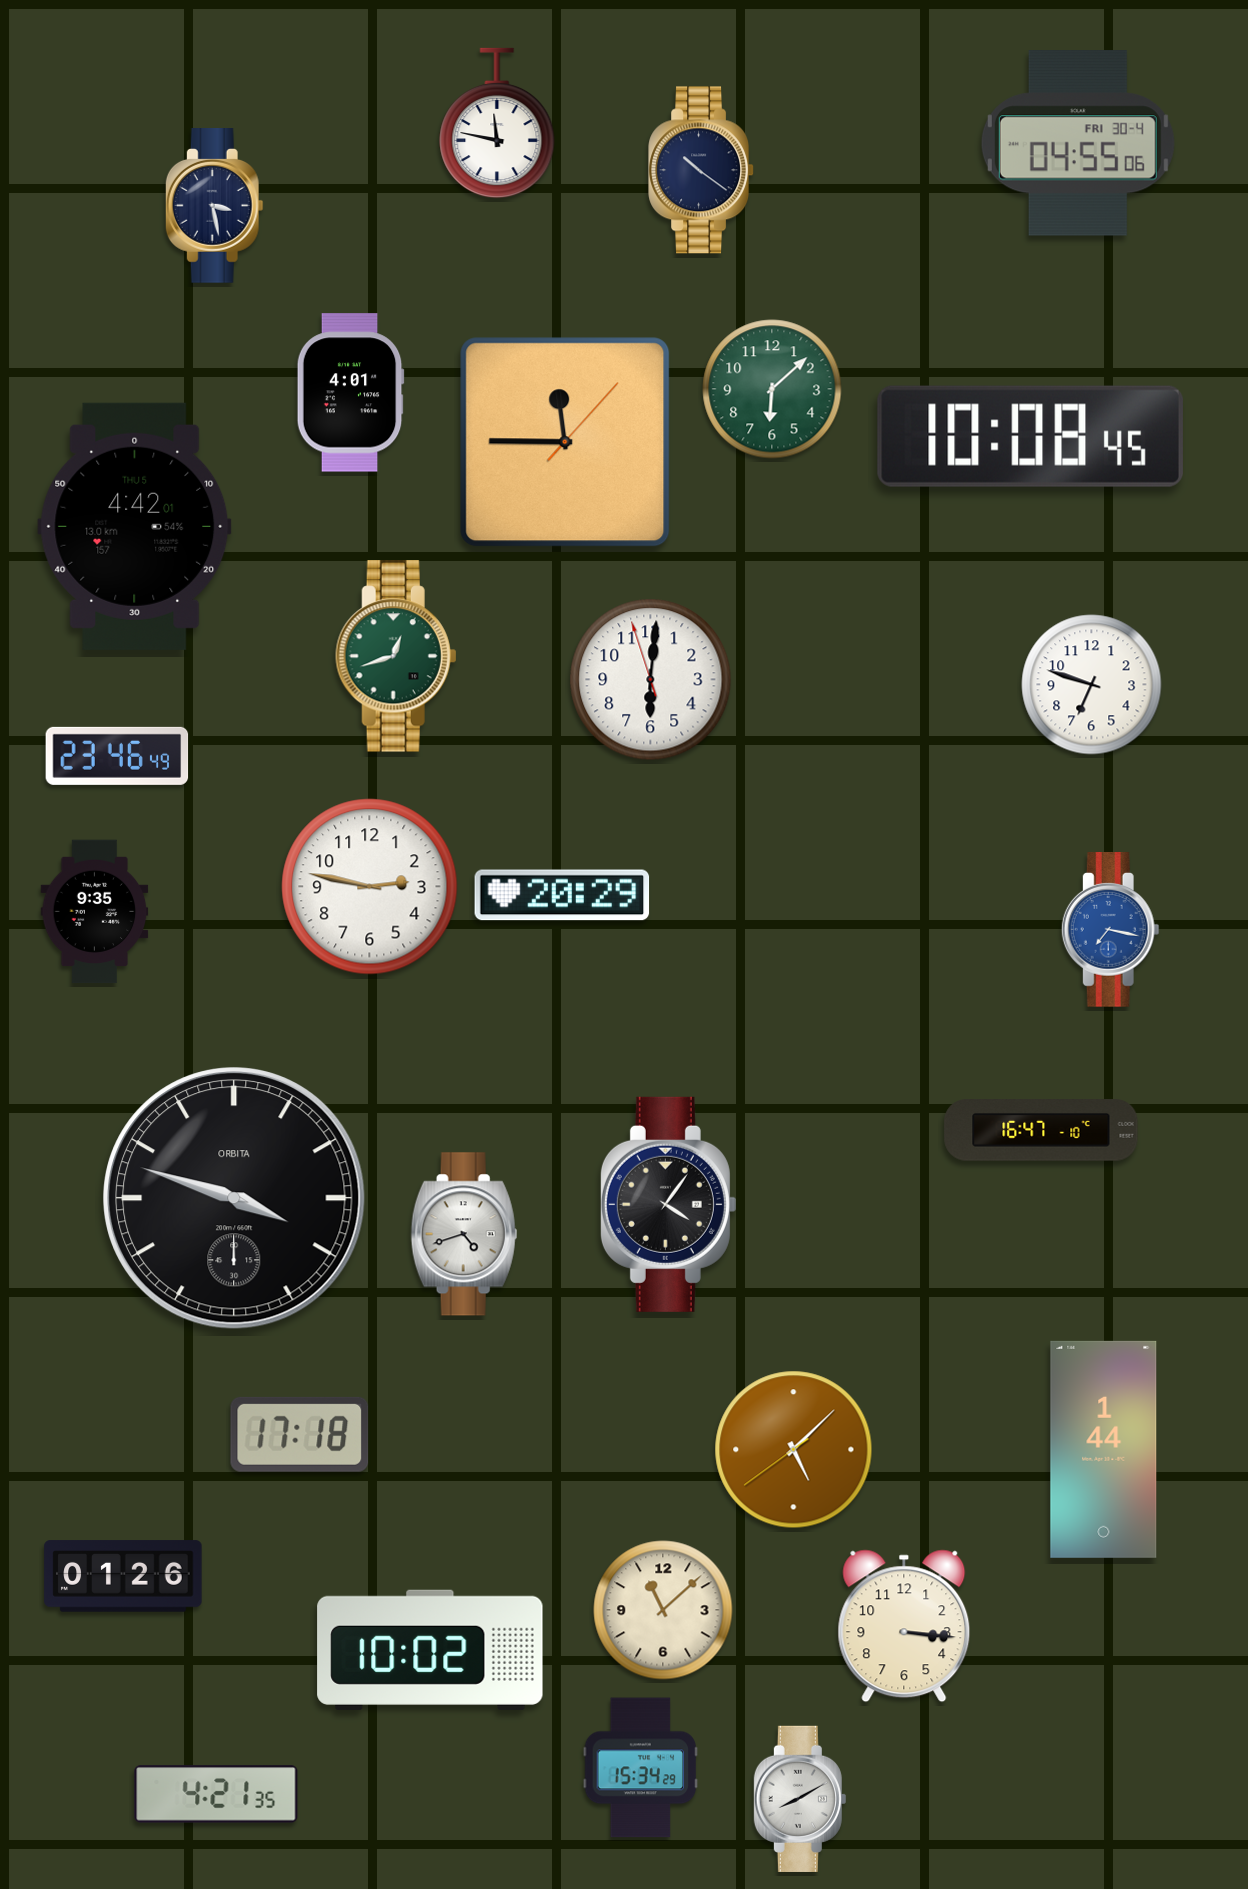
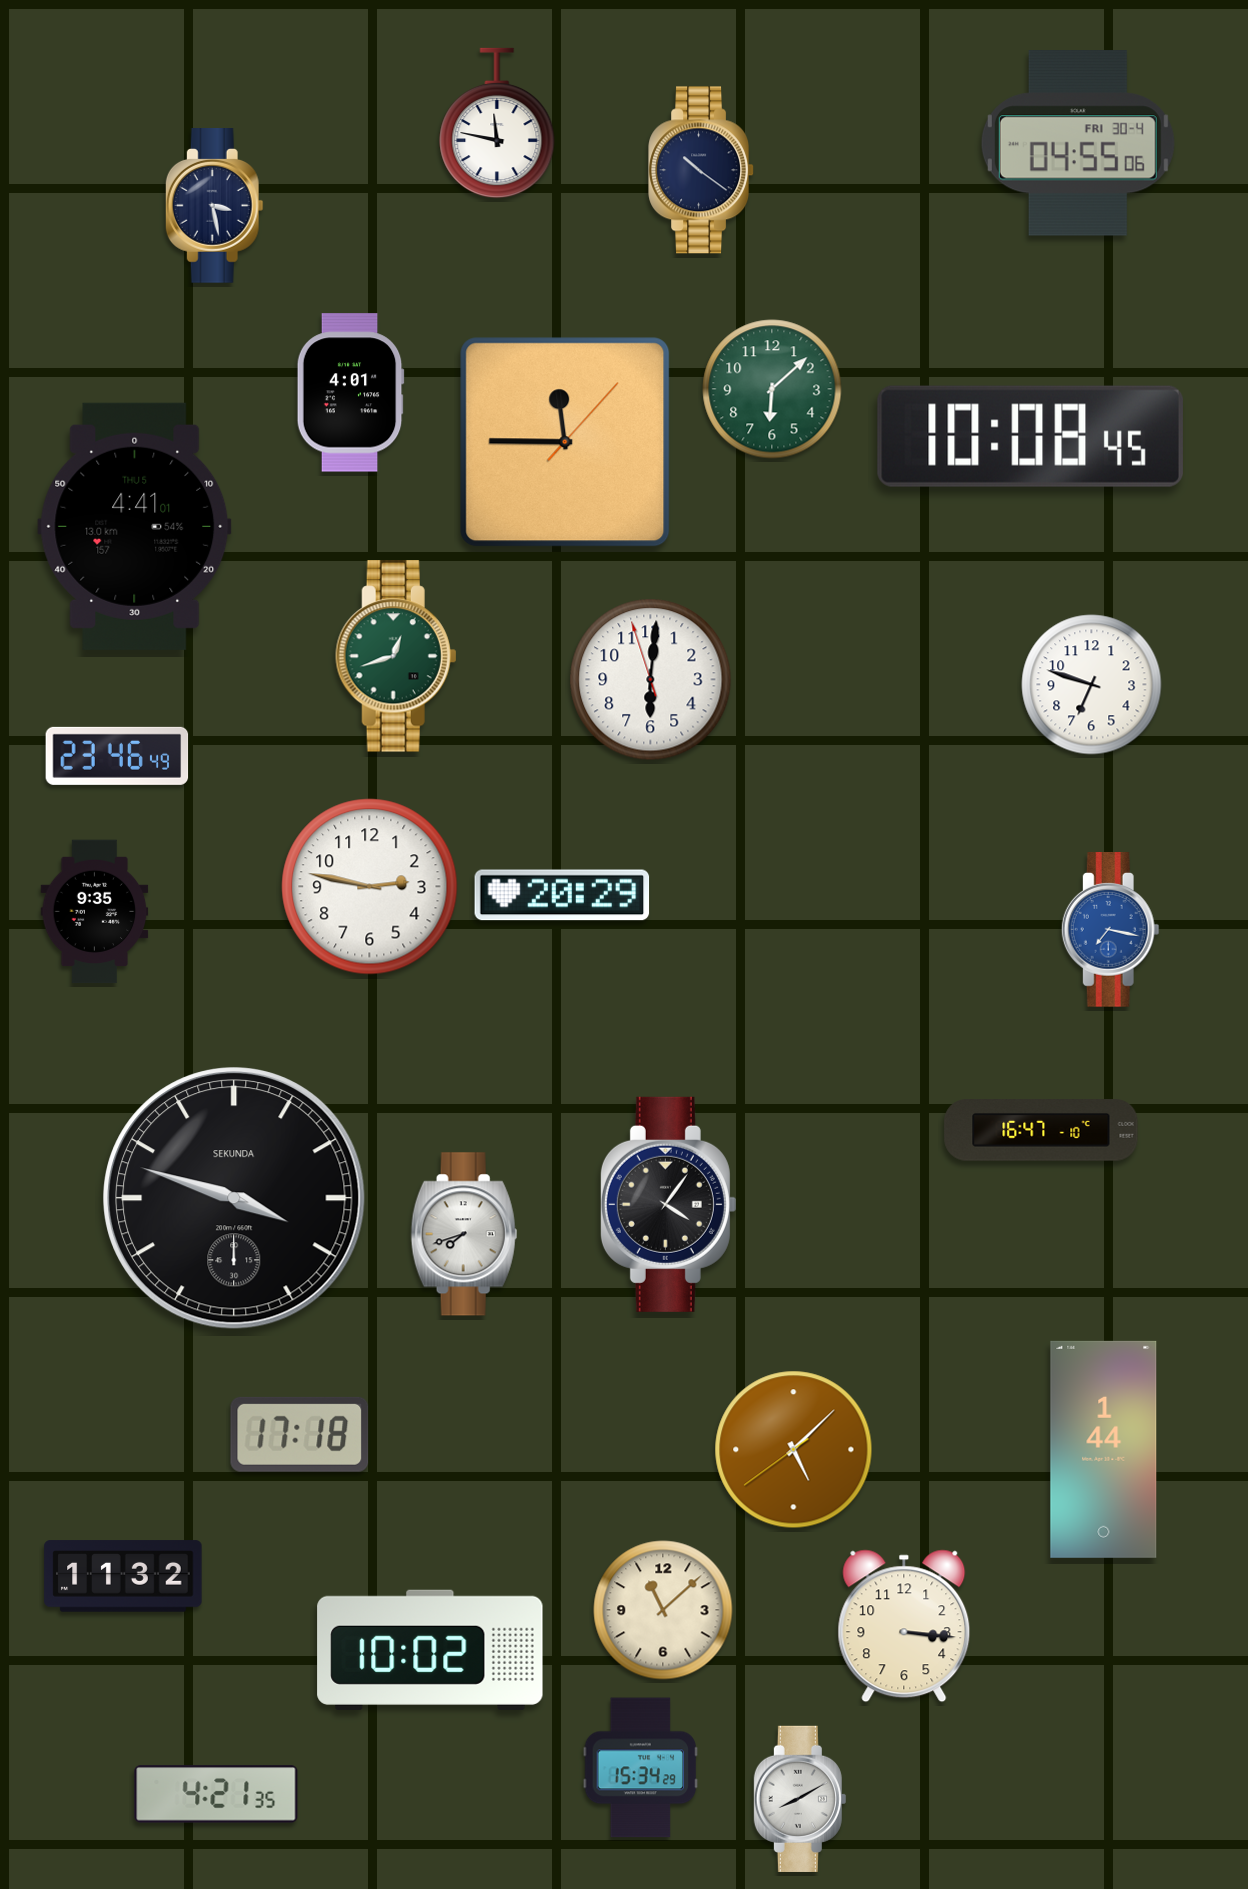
clock at (135, 526): 4:42 -> 4:41
clock at (234, 1198) brand: ORBITA -> SEKUNDA
clock at (464, 1234): 4:42 -> 7:42
clock at (123, 1576): 01:26 -> 11:32
